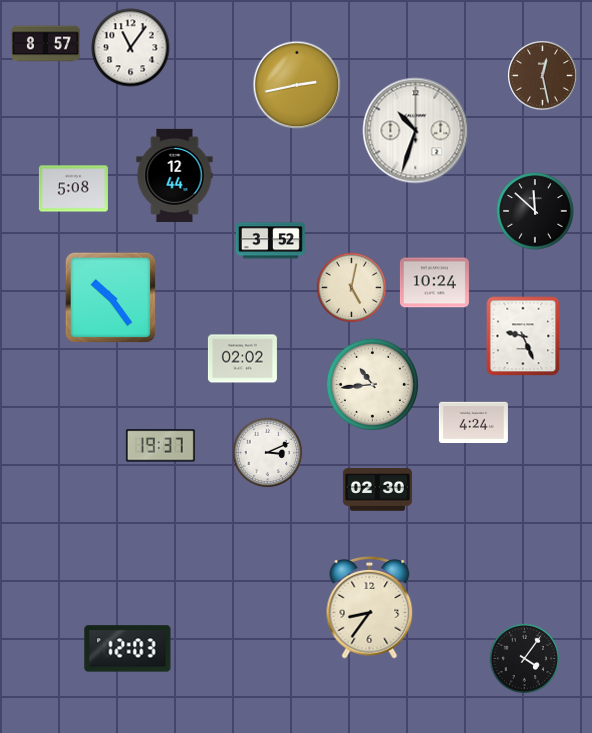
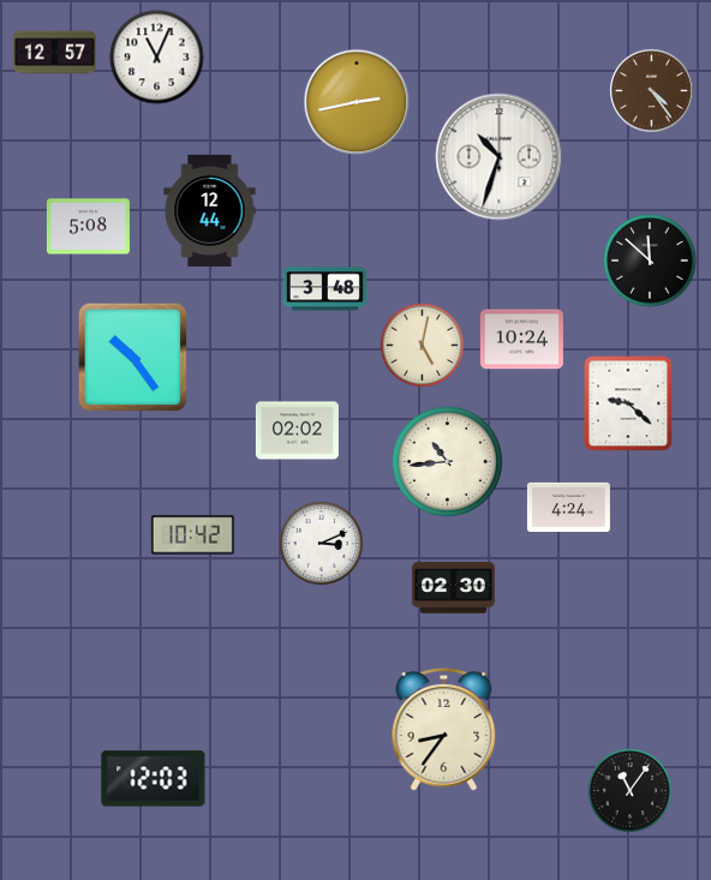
clock at (45, 44): 8:57 -> 12:57
clock at (131, 48): 11:06 -> 11:04
clock at (543, 76): 12:28 -> 4:24
clock at (535, 211) position: (535, 211) -> (650, 261)
clock at (270, 241): 3:52 -> 3:48
clock at (523, 336): 9:26 -> 9:22
clock at (242, 359) position: (242, 359) -> (297, 431)
clock at (160, 446): 19:37 -> 10:42
clock at (525, 659): 4:06 -> 11:06
